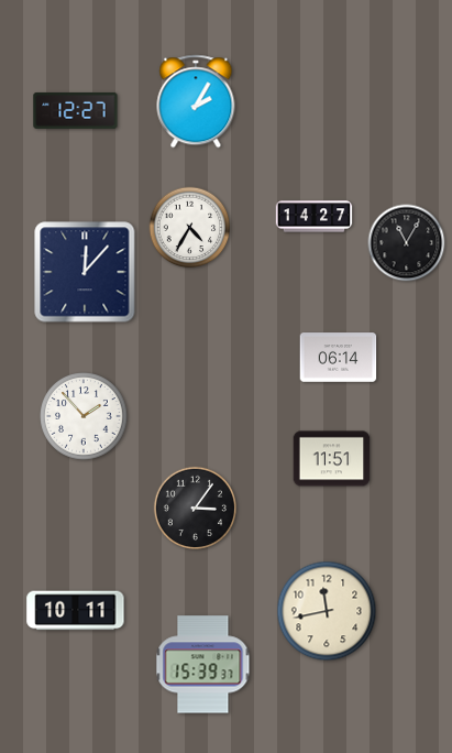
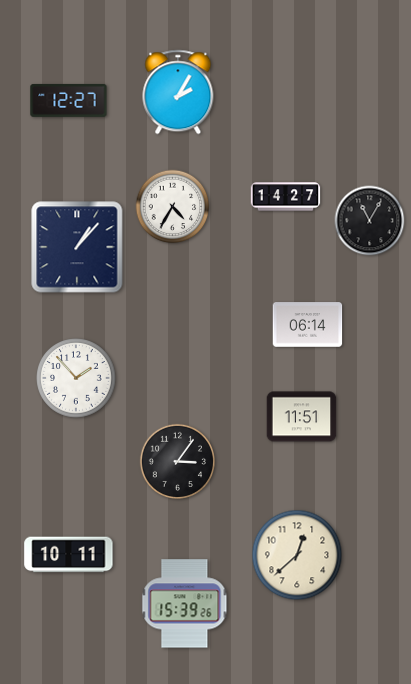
clock at (85, 272): 12:07 -> 1:07
clock at (327, 611): 11:43 -> 12:38
clock at (203, 665): 15:39:37 -> 15:39:26
